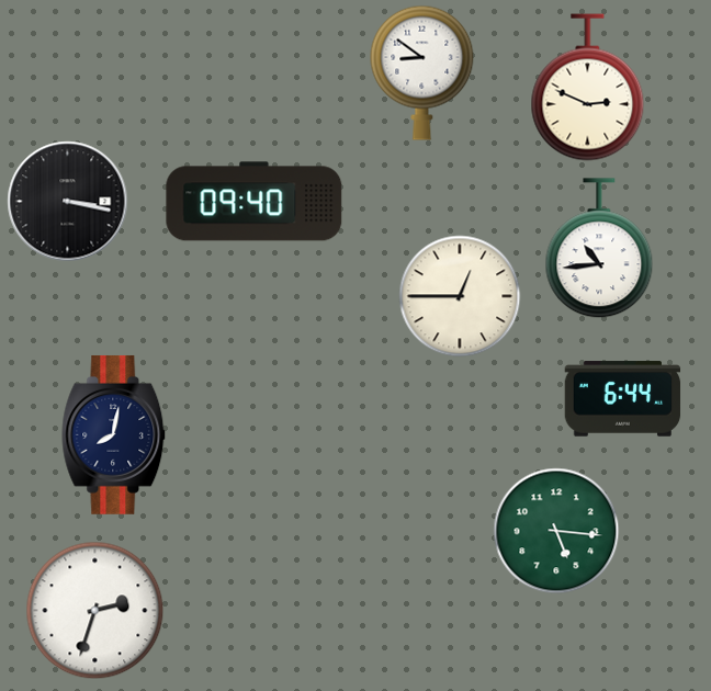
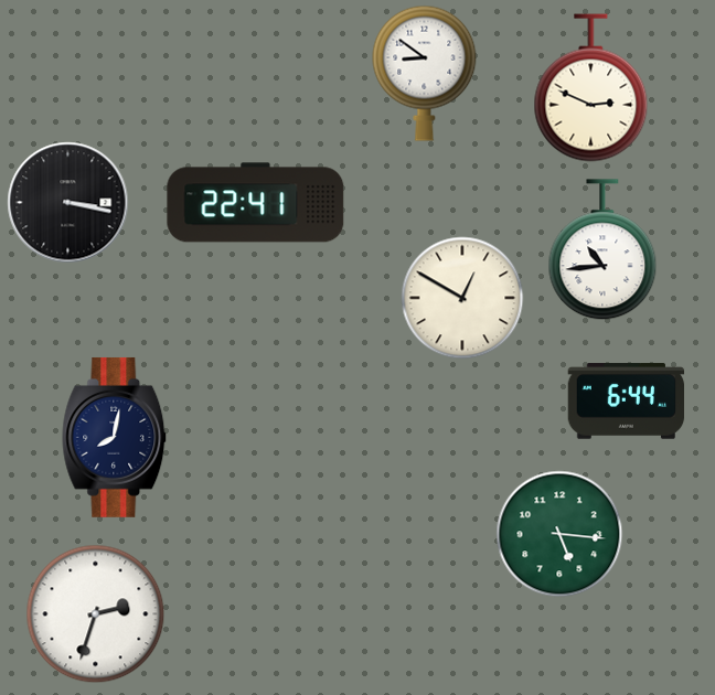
clock at (255, 202): 09:40 -> 22:41
clock at (460, 296): 12:45 -> 12:50
